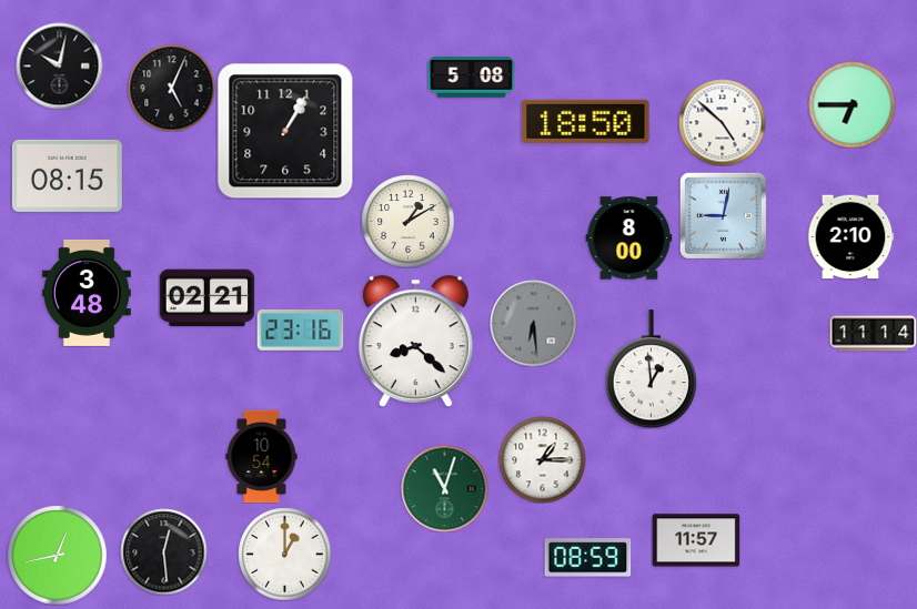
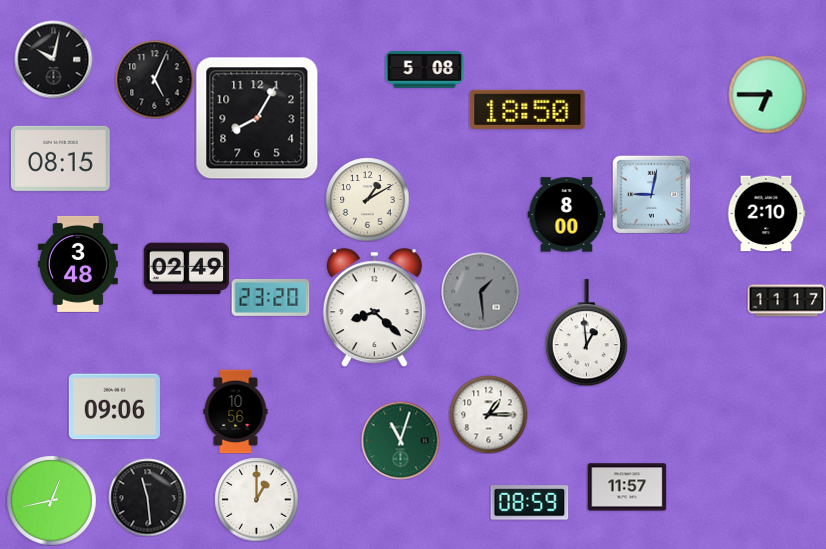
clock at (722, 122): 4:52 -> none
clock at (285, 131): 1:05 -> 8:05
clock at (206, 298): 02:21 -> 02:49
clock at (533, 323): 6:29 -> 1:29
clock at (300, 329): 23:16 -> 23:20
clock at (873, 334): 11:14 -> 11:17
clock at (114, 407): none -> 09:06
clock at (262, 456): 10:54 -> 10:56
clock at (163, 551): 12:29 -> 11:29
